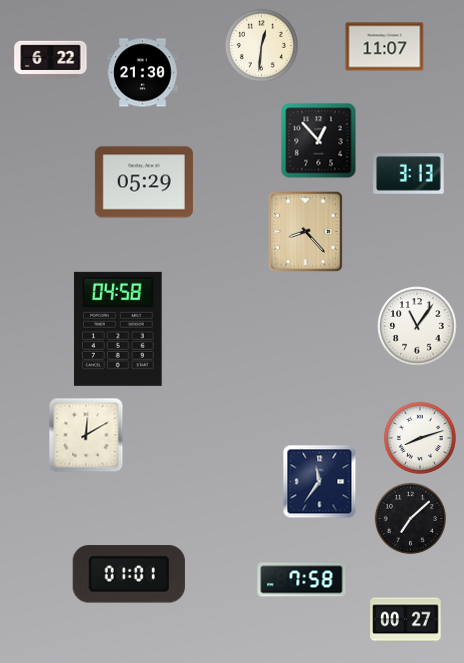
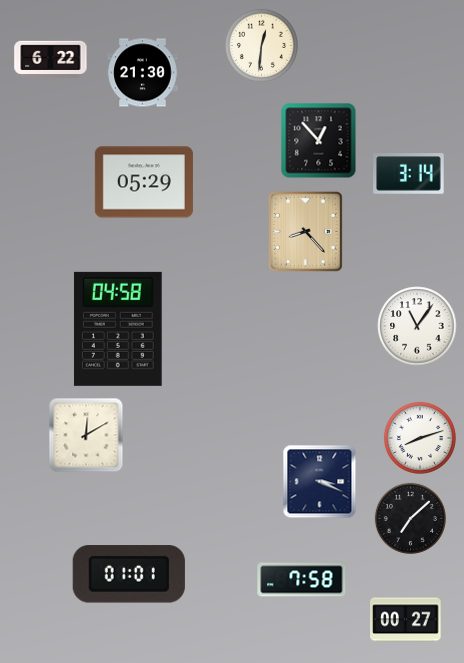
clock at (385, 47): 11:07 -> none
clock at (409, 174): 3:13 -> 3:14
clock at (320, 482): 11:36 -> 3:19
